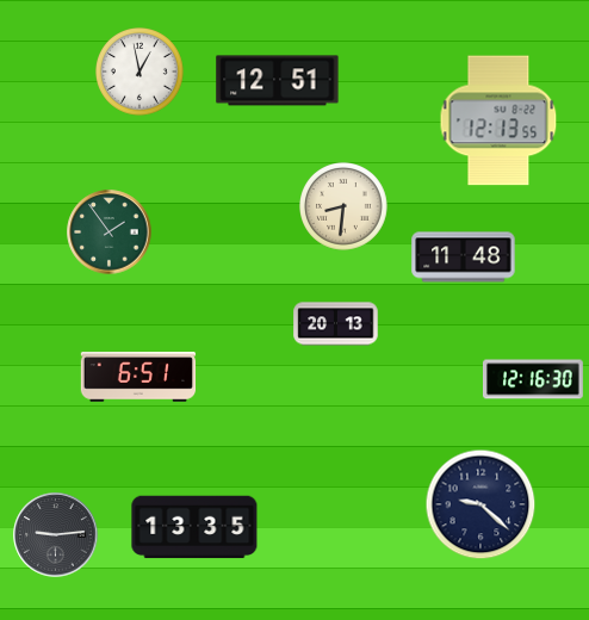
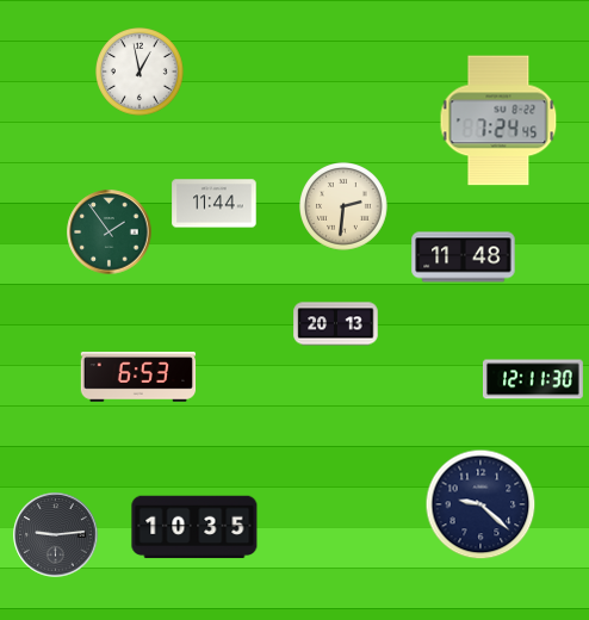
clock at (278, 81): 12:51 -> none
clock at (498, 120): 12:13 -> 7:24
clock at (215, 204): none -> 11:44
clock at (345, 207): 8:31 -> 2:31
clock at (138, 377): 6:51 -> 6:53
clock at (533, 379): 12:16 -> 12:11
clock at (194, 527): 13:35 -> 10:35
